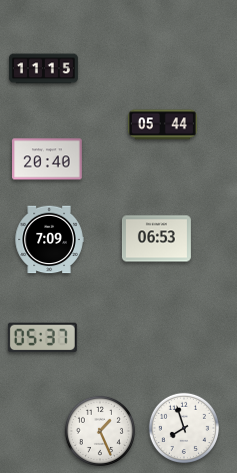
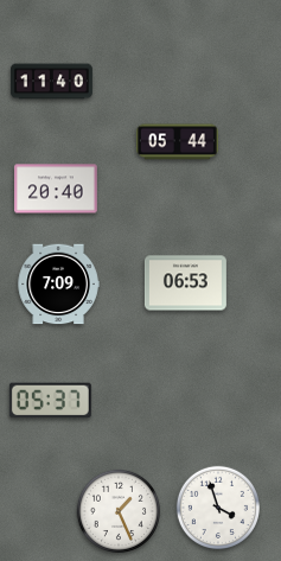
clock at (43, 69): 11:15 -> 11:40
clock at (162, 125) position: (162, 125) -> (177, 142)
clock at (183, 427): 7:57 -> 3:57
